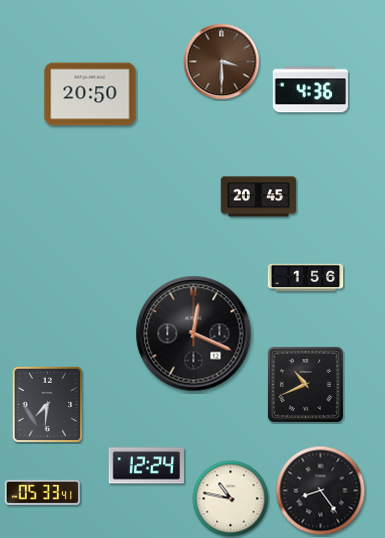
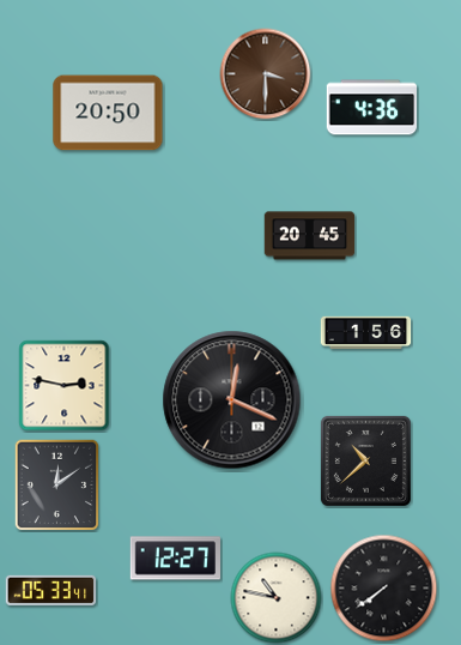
clock at (65, 386): none -> 2:47
clock at (305, 384): 10:41 -> 10:38
clock at (48, 405): 7:31 -> 12:09
clock at (146, 466): 12:24 -> 12:27
clock at (321, 491): 8:24 -> 7:39
